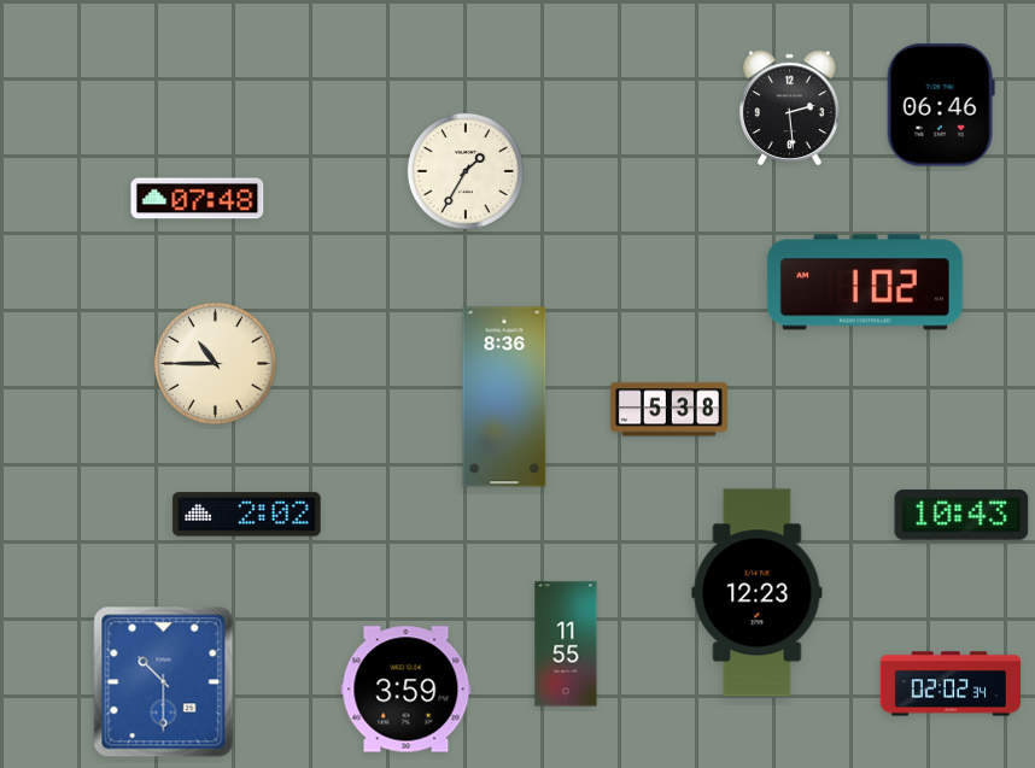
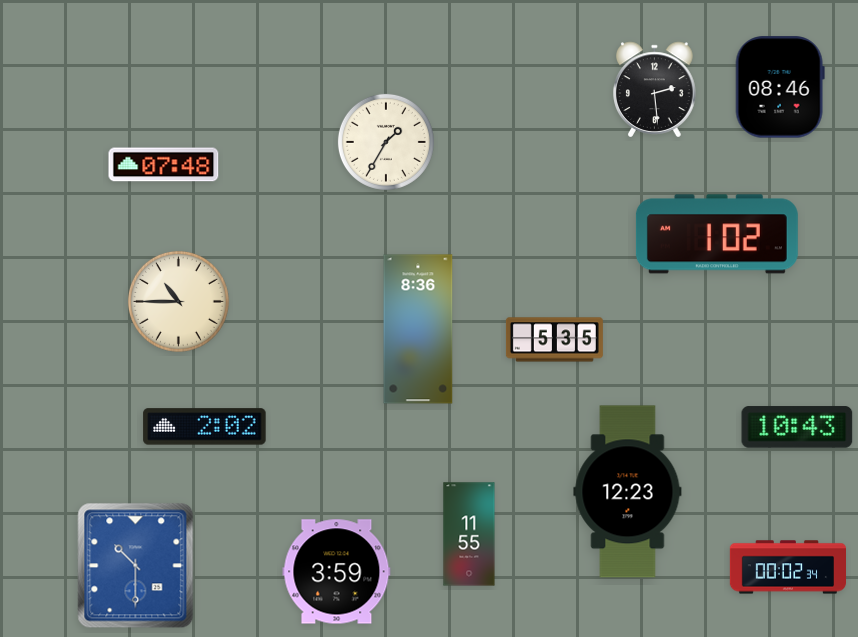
clock at (941, 105): 06:46 -> 08:46
clock at (668, 410): 5:38 -> 5:35
clock at (949, 684): 02:02 -> 00:02
